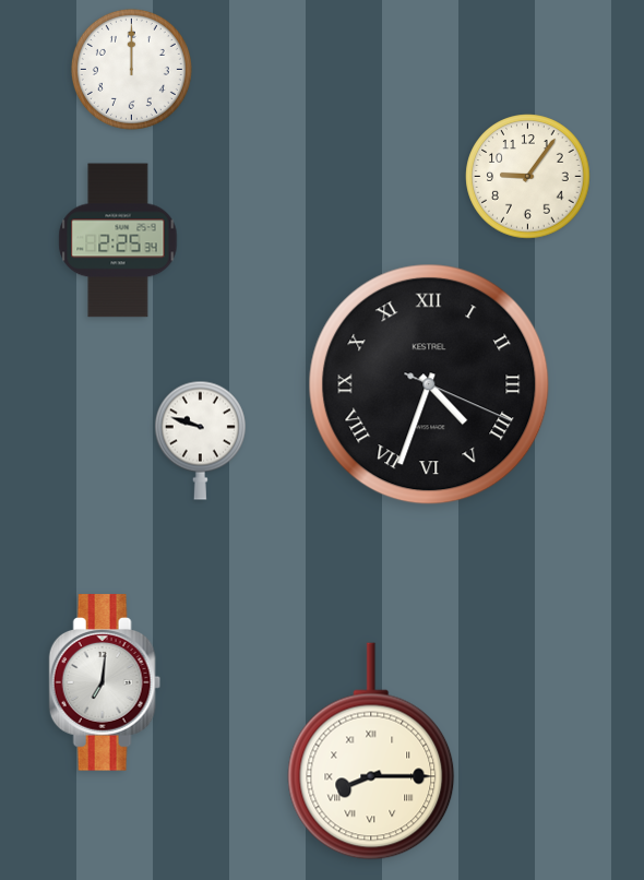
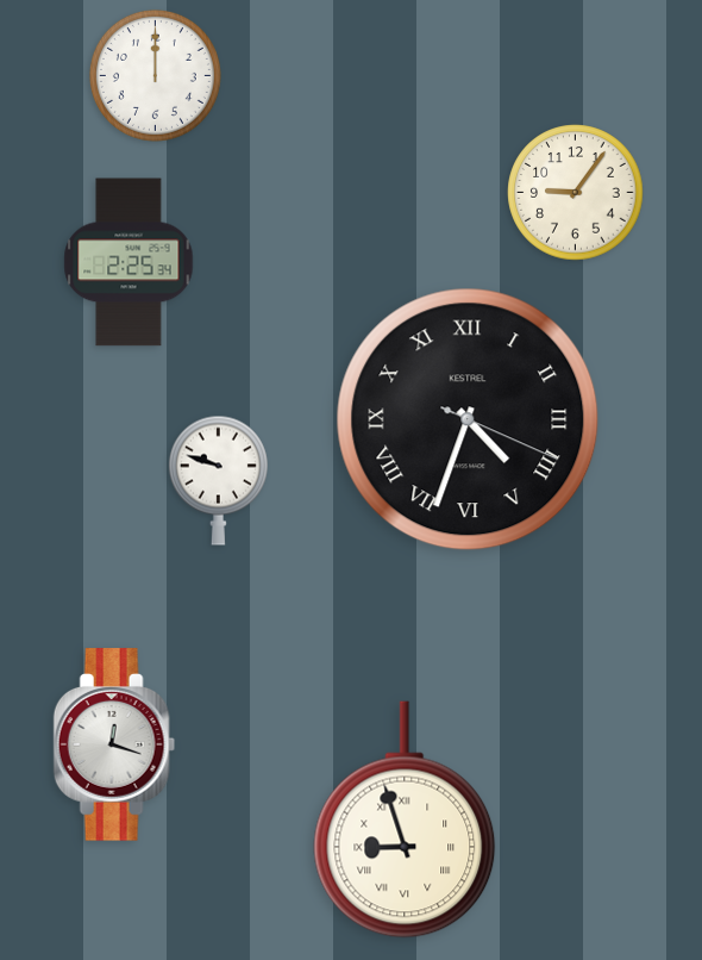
clock at (131, 69) position: (131, 69) -> (155, 75)
clock at (105, 682): 7:01 -> 12:18
clock at (371, 751): 8:15 -> 8:57
